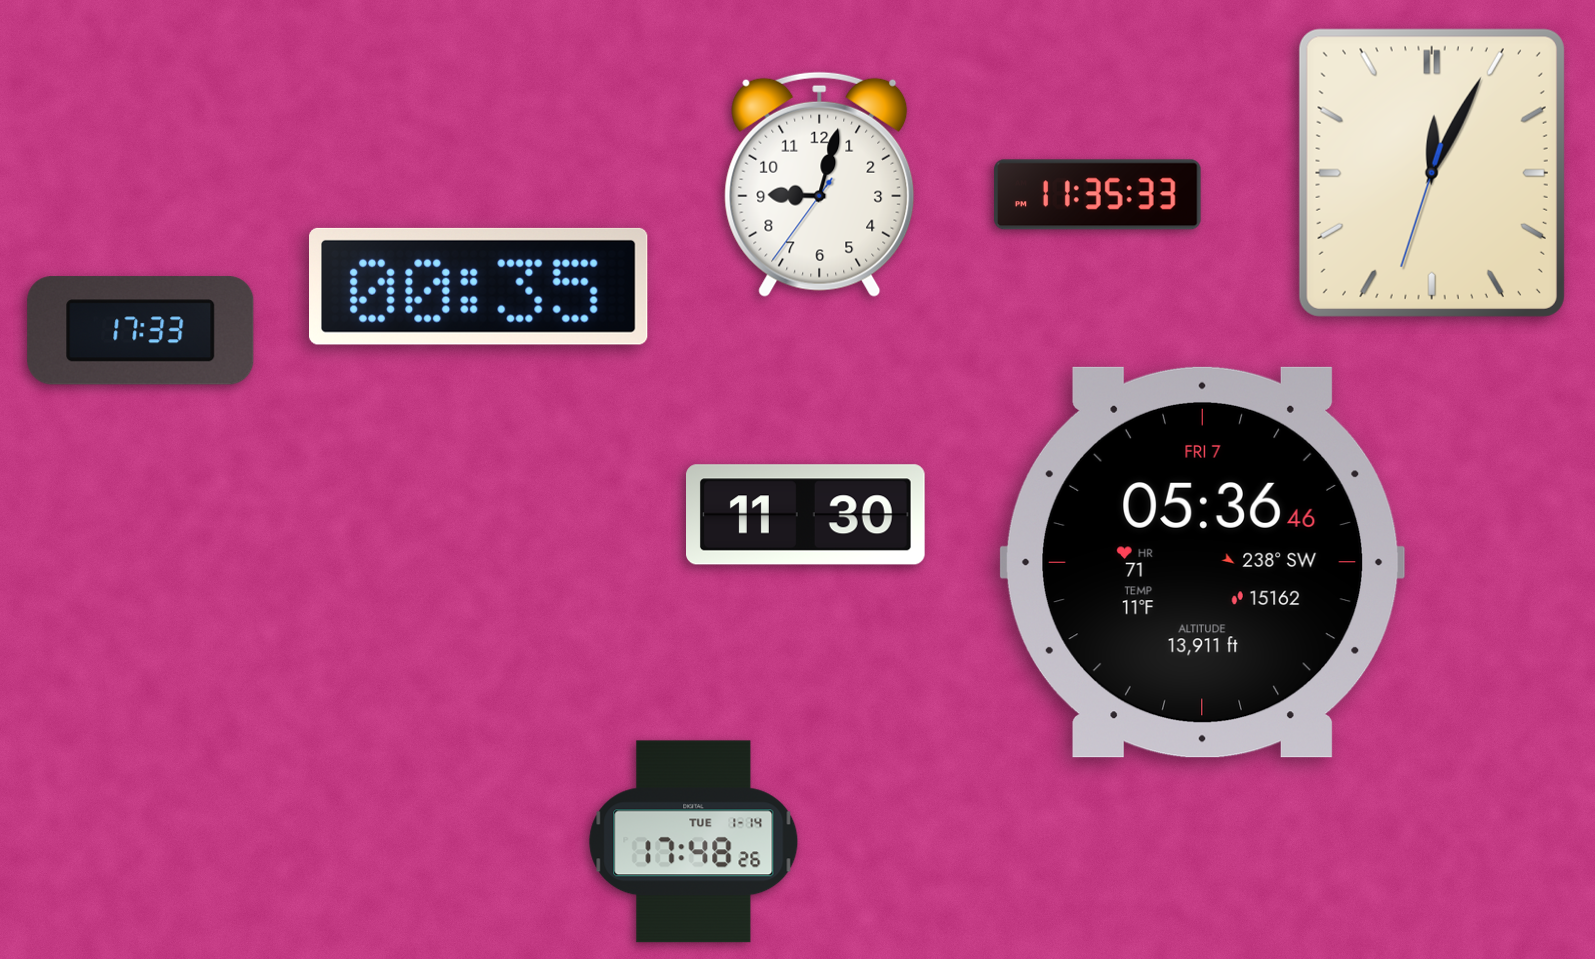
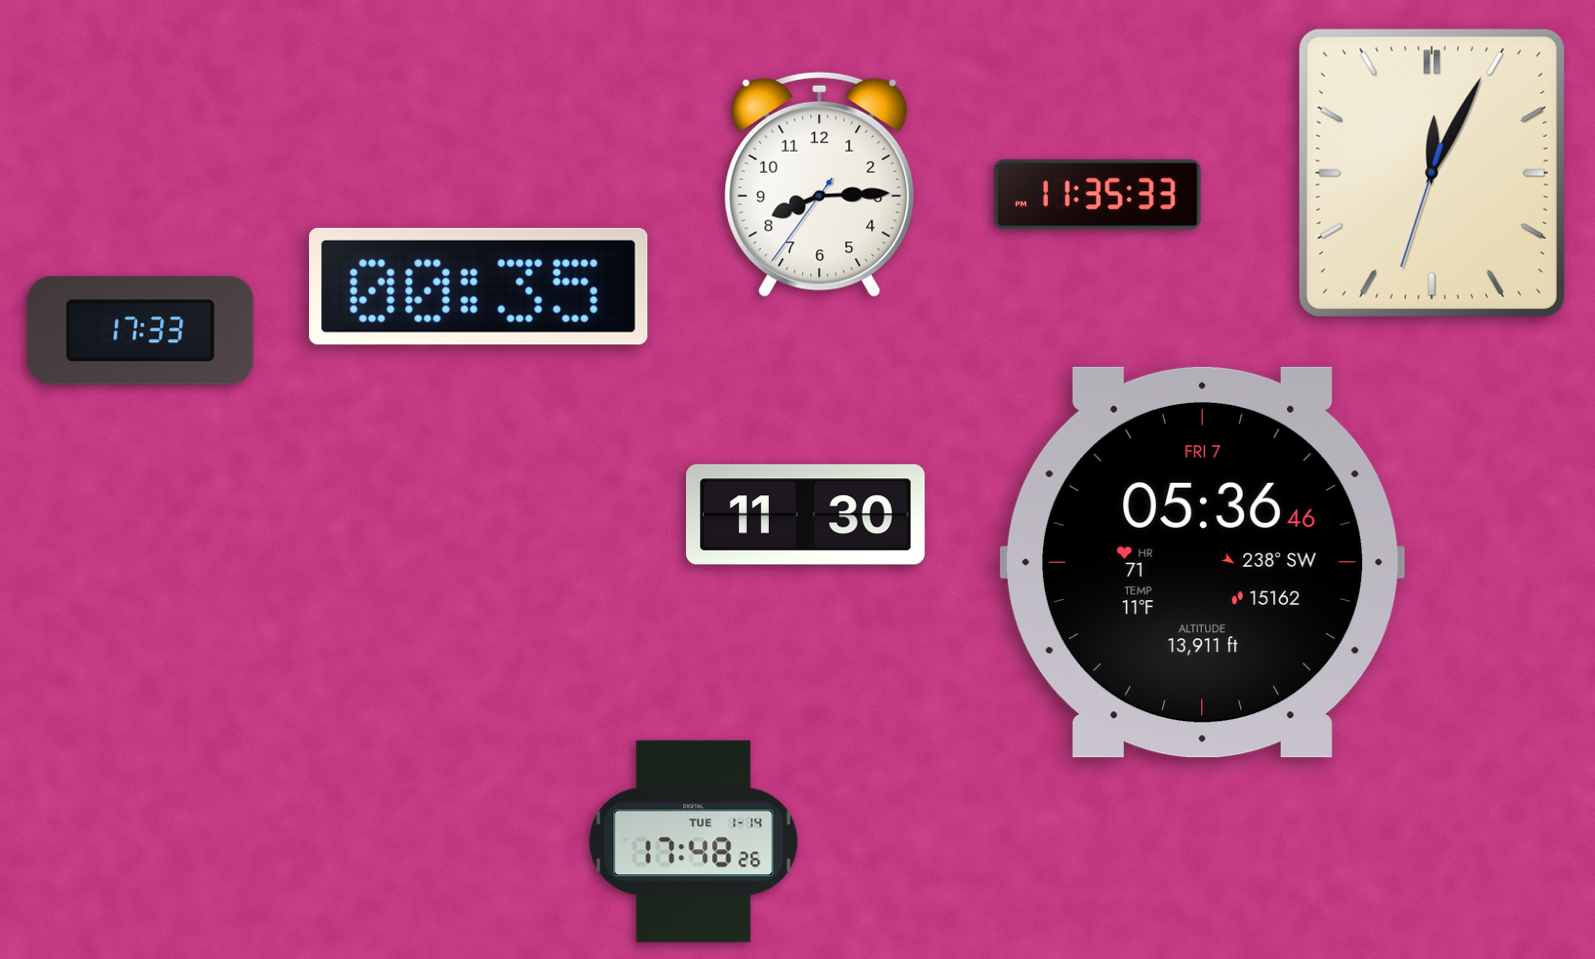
clock at (820, 184): 9:02 -> 8:14
